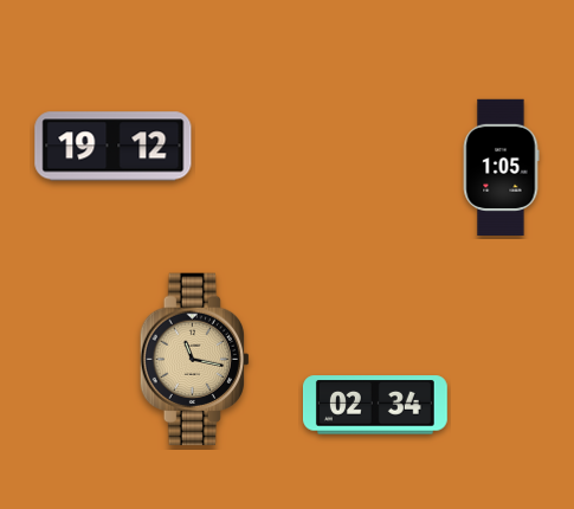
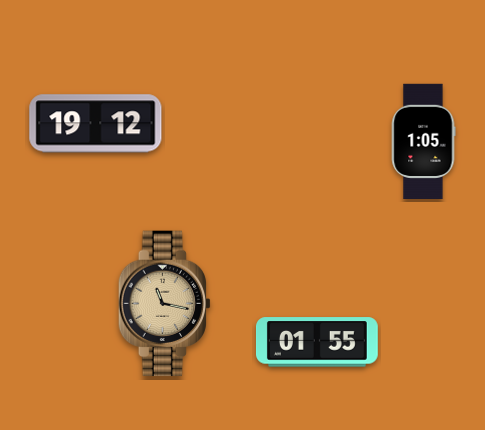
clock at (375, 405): 02:34 -> 01:55
